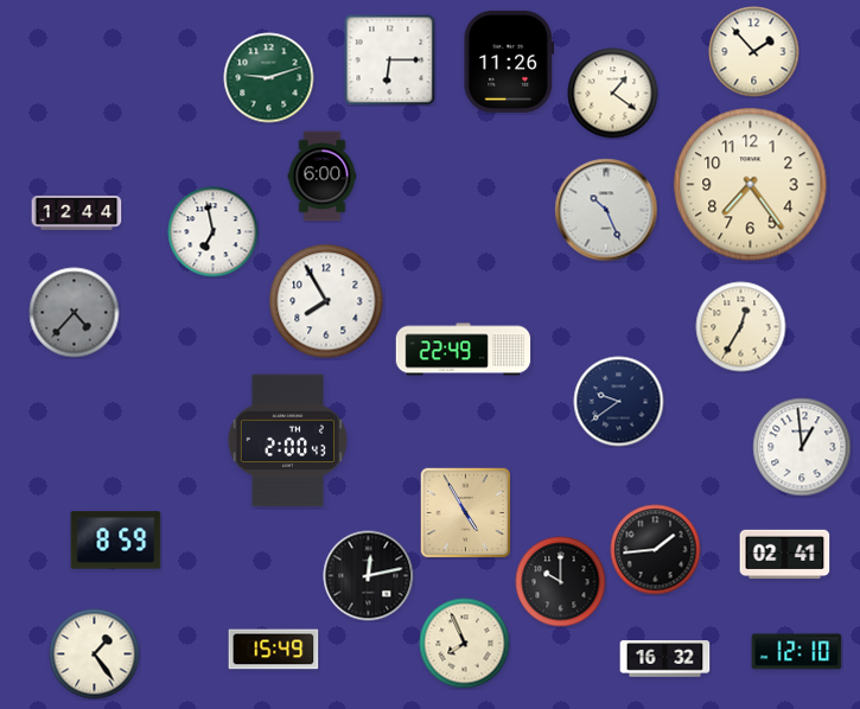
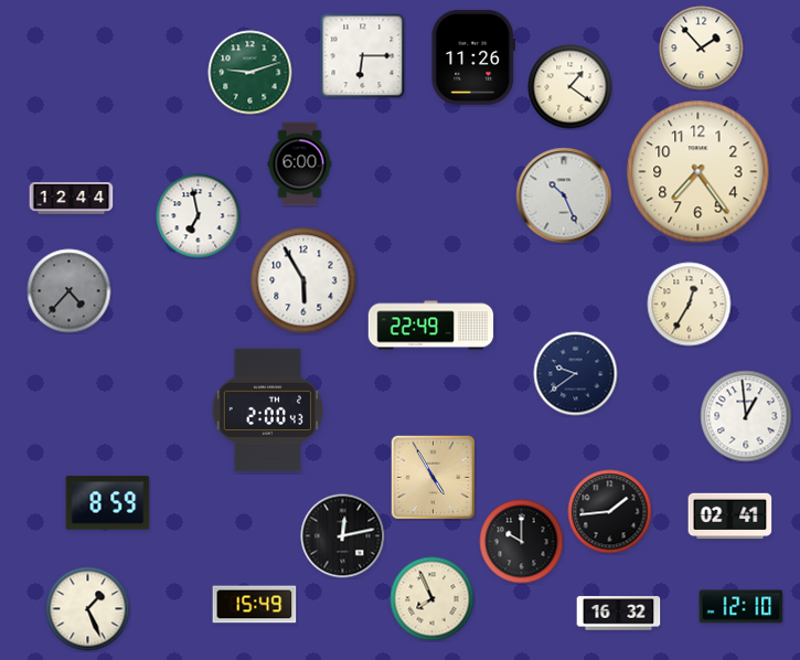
clock at (326, 301): 7:55 -> 5:55
clock at (95, 654): 1:24 -> 1:26
